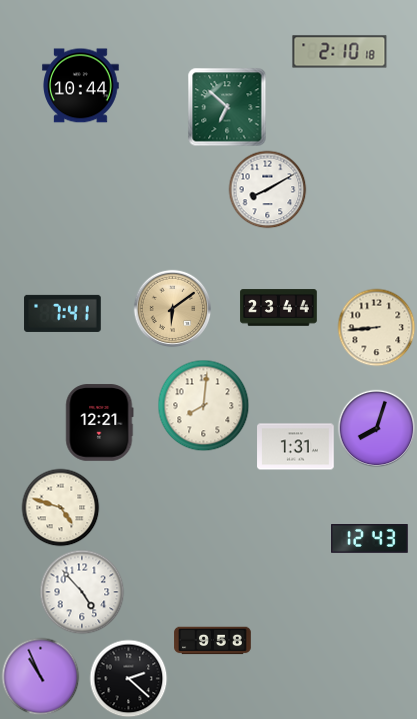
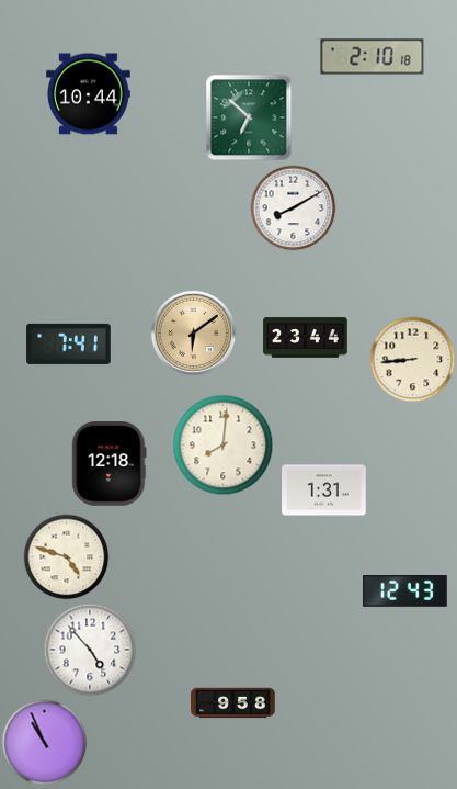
clock at (172, 308) position: (172, 308) -> (193, 332)
clock at (100, 423): 12:21 -> 12:18
clock at (376, 428): 8:03 -> none
clock at (128, 678): 2:22 -> none
